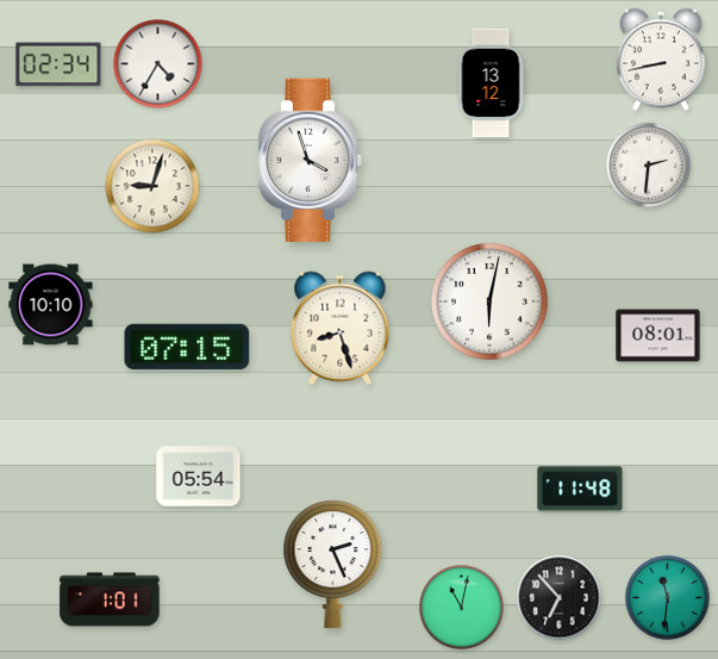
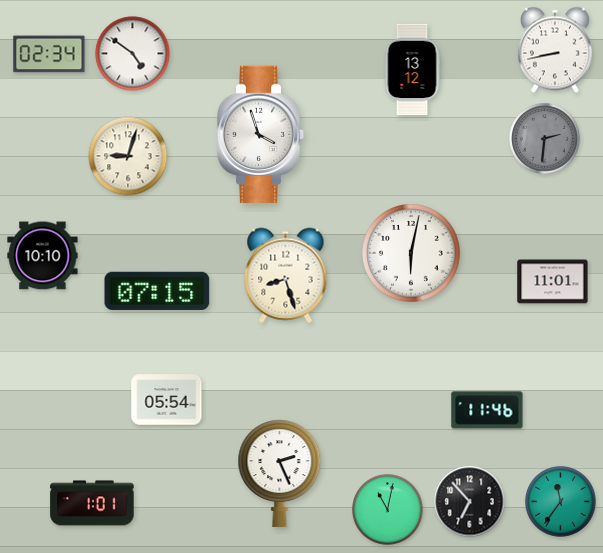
clock at (158, 64): 4:35 -> 4:51
clock at (649, 166) dial: white -> grey
clock at (658, 336): 08:01 -> 11:01
clock at (580, 489): 11:48 -> 11:46
clock at (668, 598): 11:31 -> 11:36
